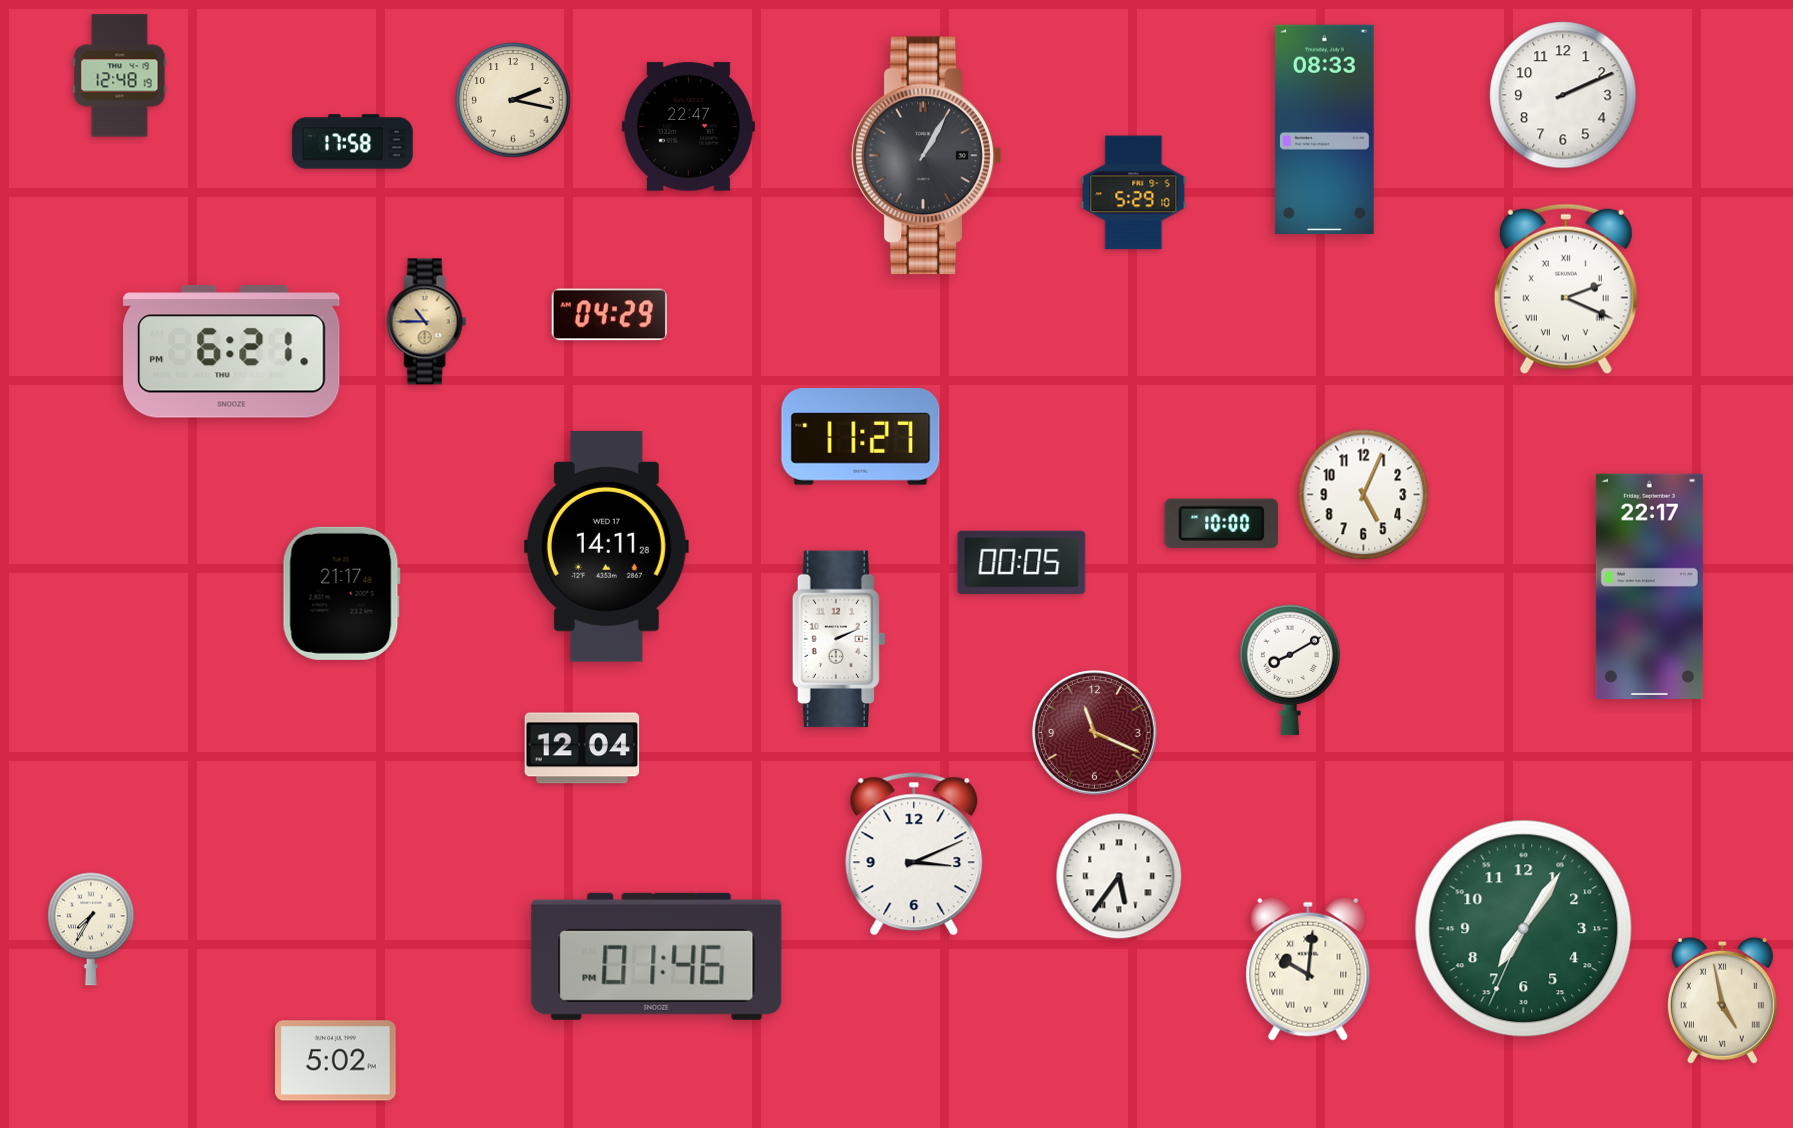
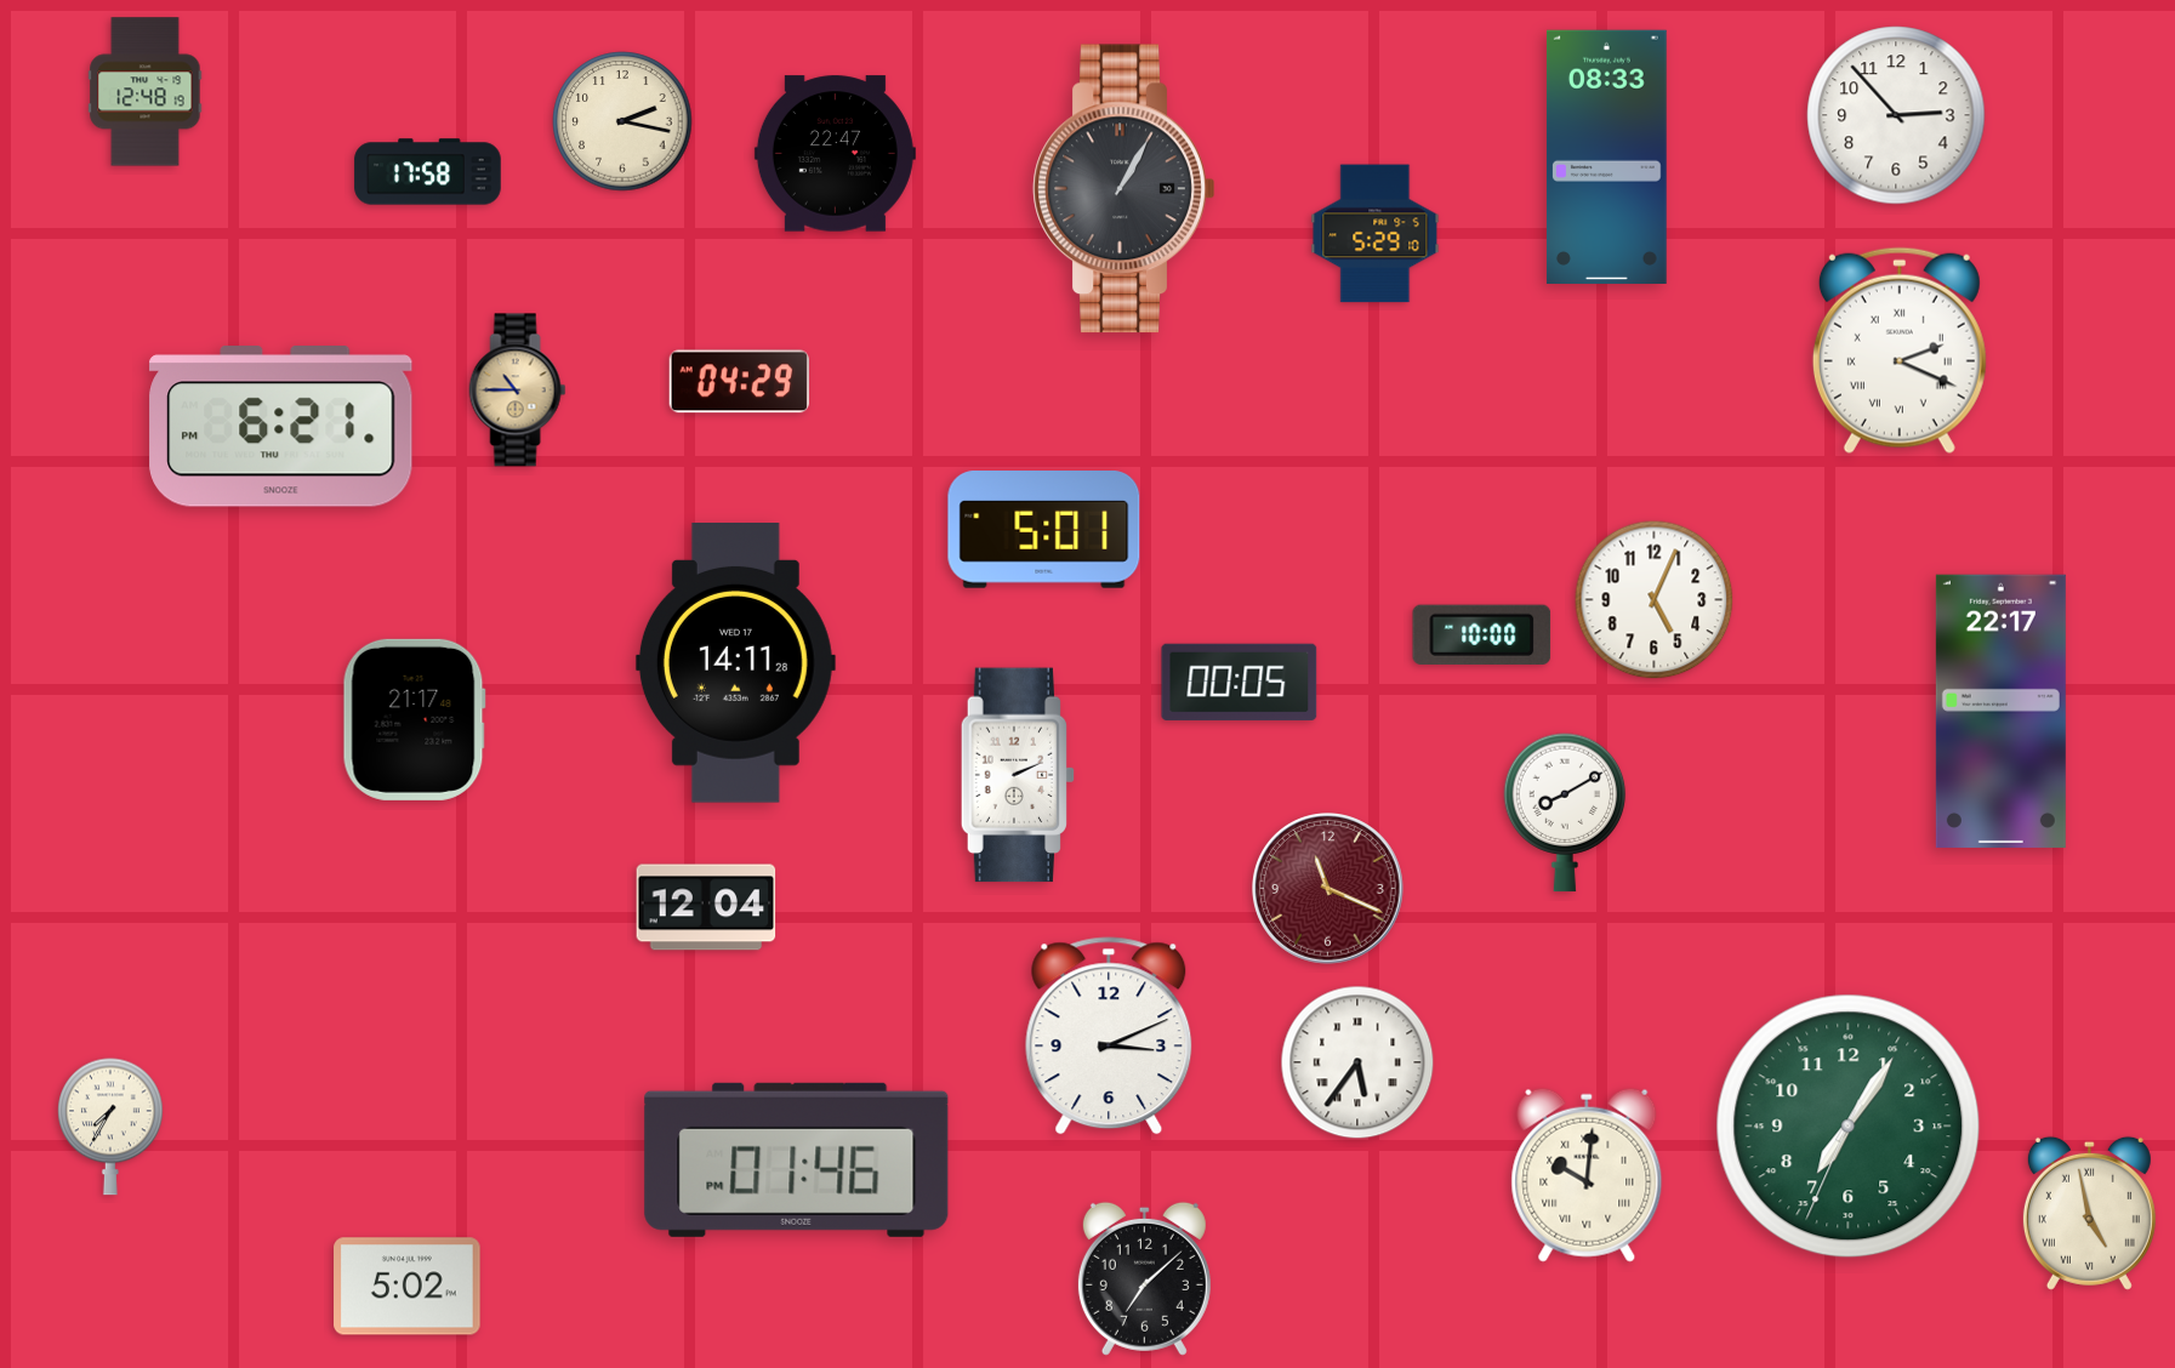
clock at (1563, 95): 2:11 -> 2:53
clock at (861, 437): 11:27 -> 5:01
clock at (1144, 1278): none -> 7:08
